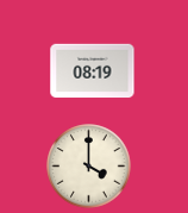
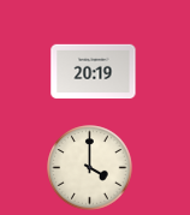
clock at (93, 71): 08:19 -> 20:19
